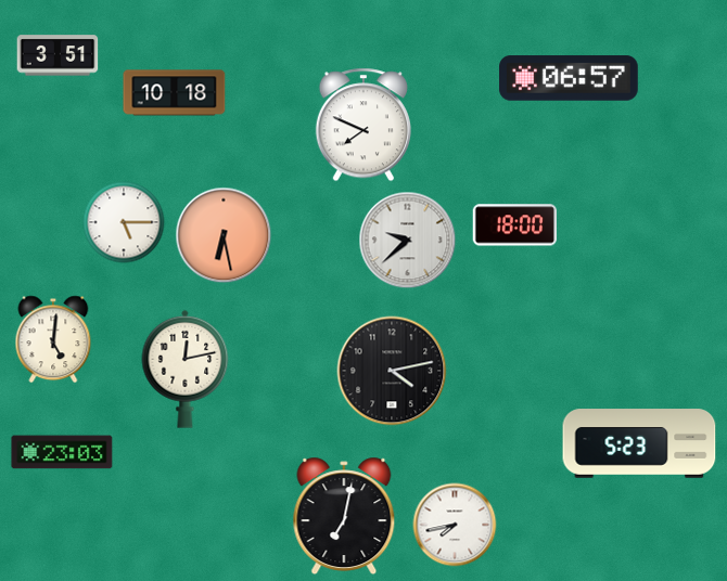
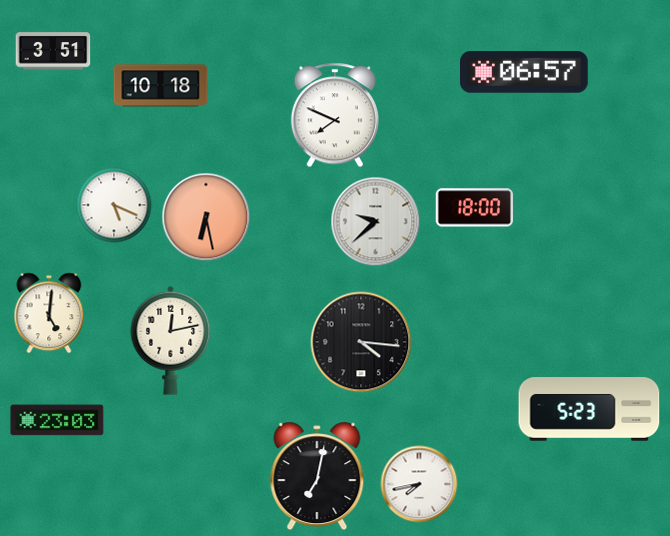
clock at (124, 222): 5:15 -> 5:19
clock at (392, 371): 4:13 -> 4:16
clock at (62, 452) position: (62, 452) -> (57, 420)
